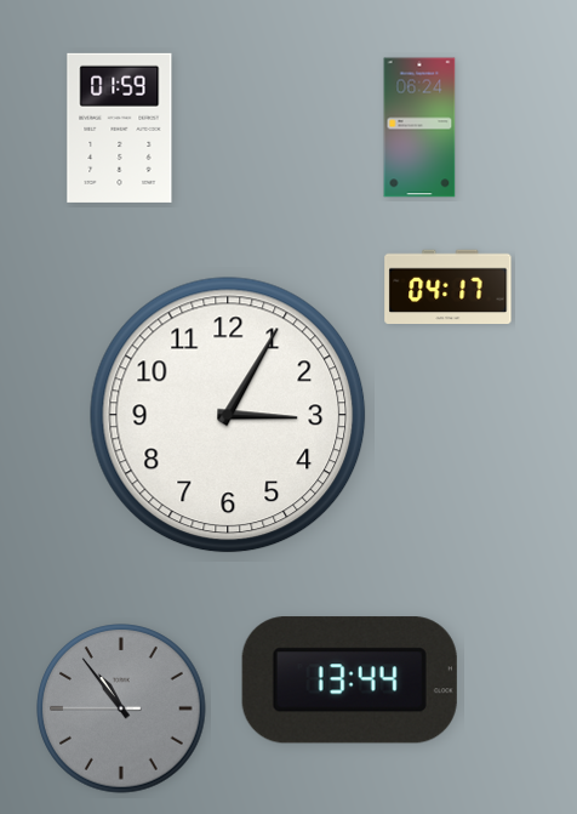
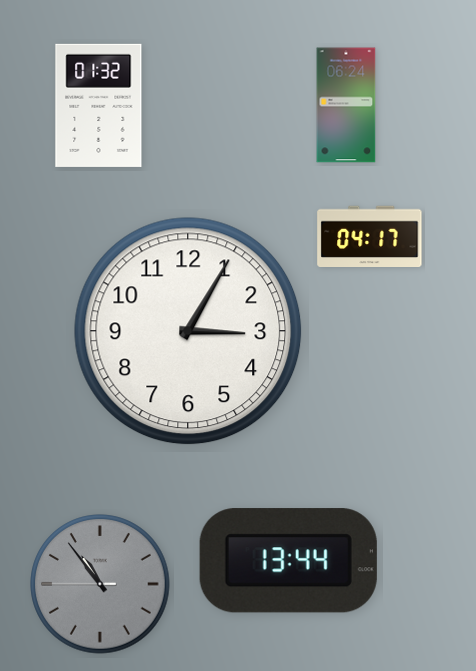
clock at (120, 127): 01:59 -> 01:32
clock at (228, 415) position: (228, 415) -> (188, 331)
